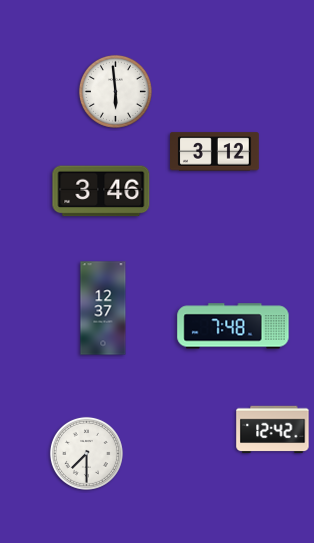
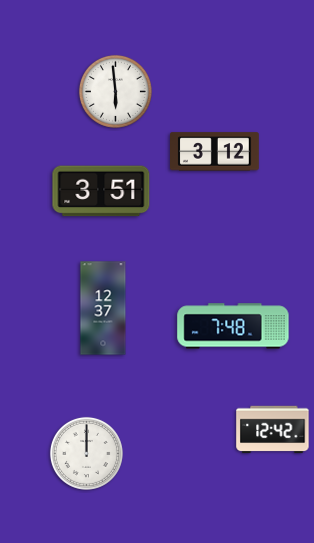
clock at (101, 191): 3:46 -> 3:51
clock at (86, 453): 7:30 -> 12:00
